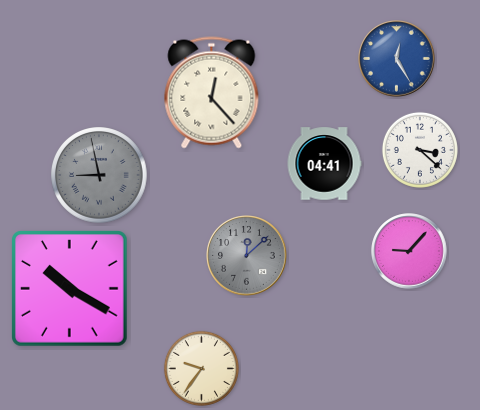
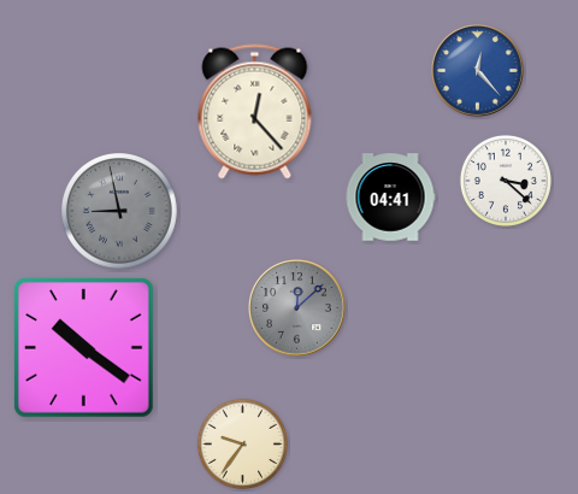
clock at (397, 59): 12:25 -> 12:23
clock at (409, 251): 9:07 -> none
clock at (70, 289): 10:20 -> 10:21
